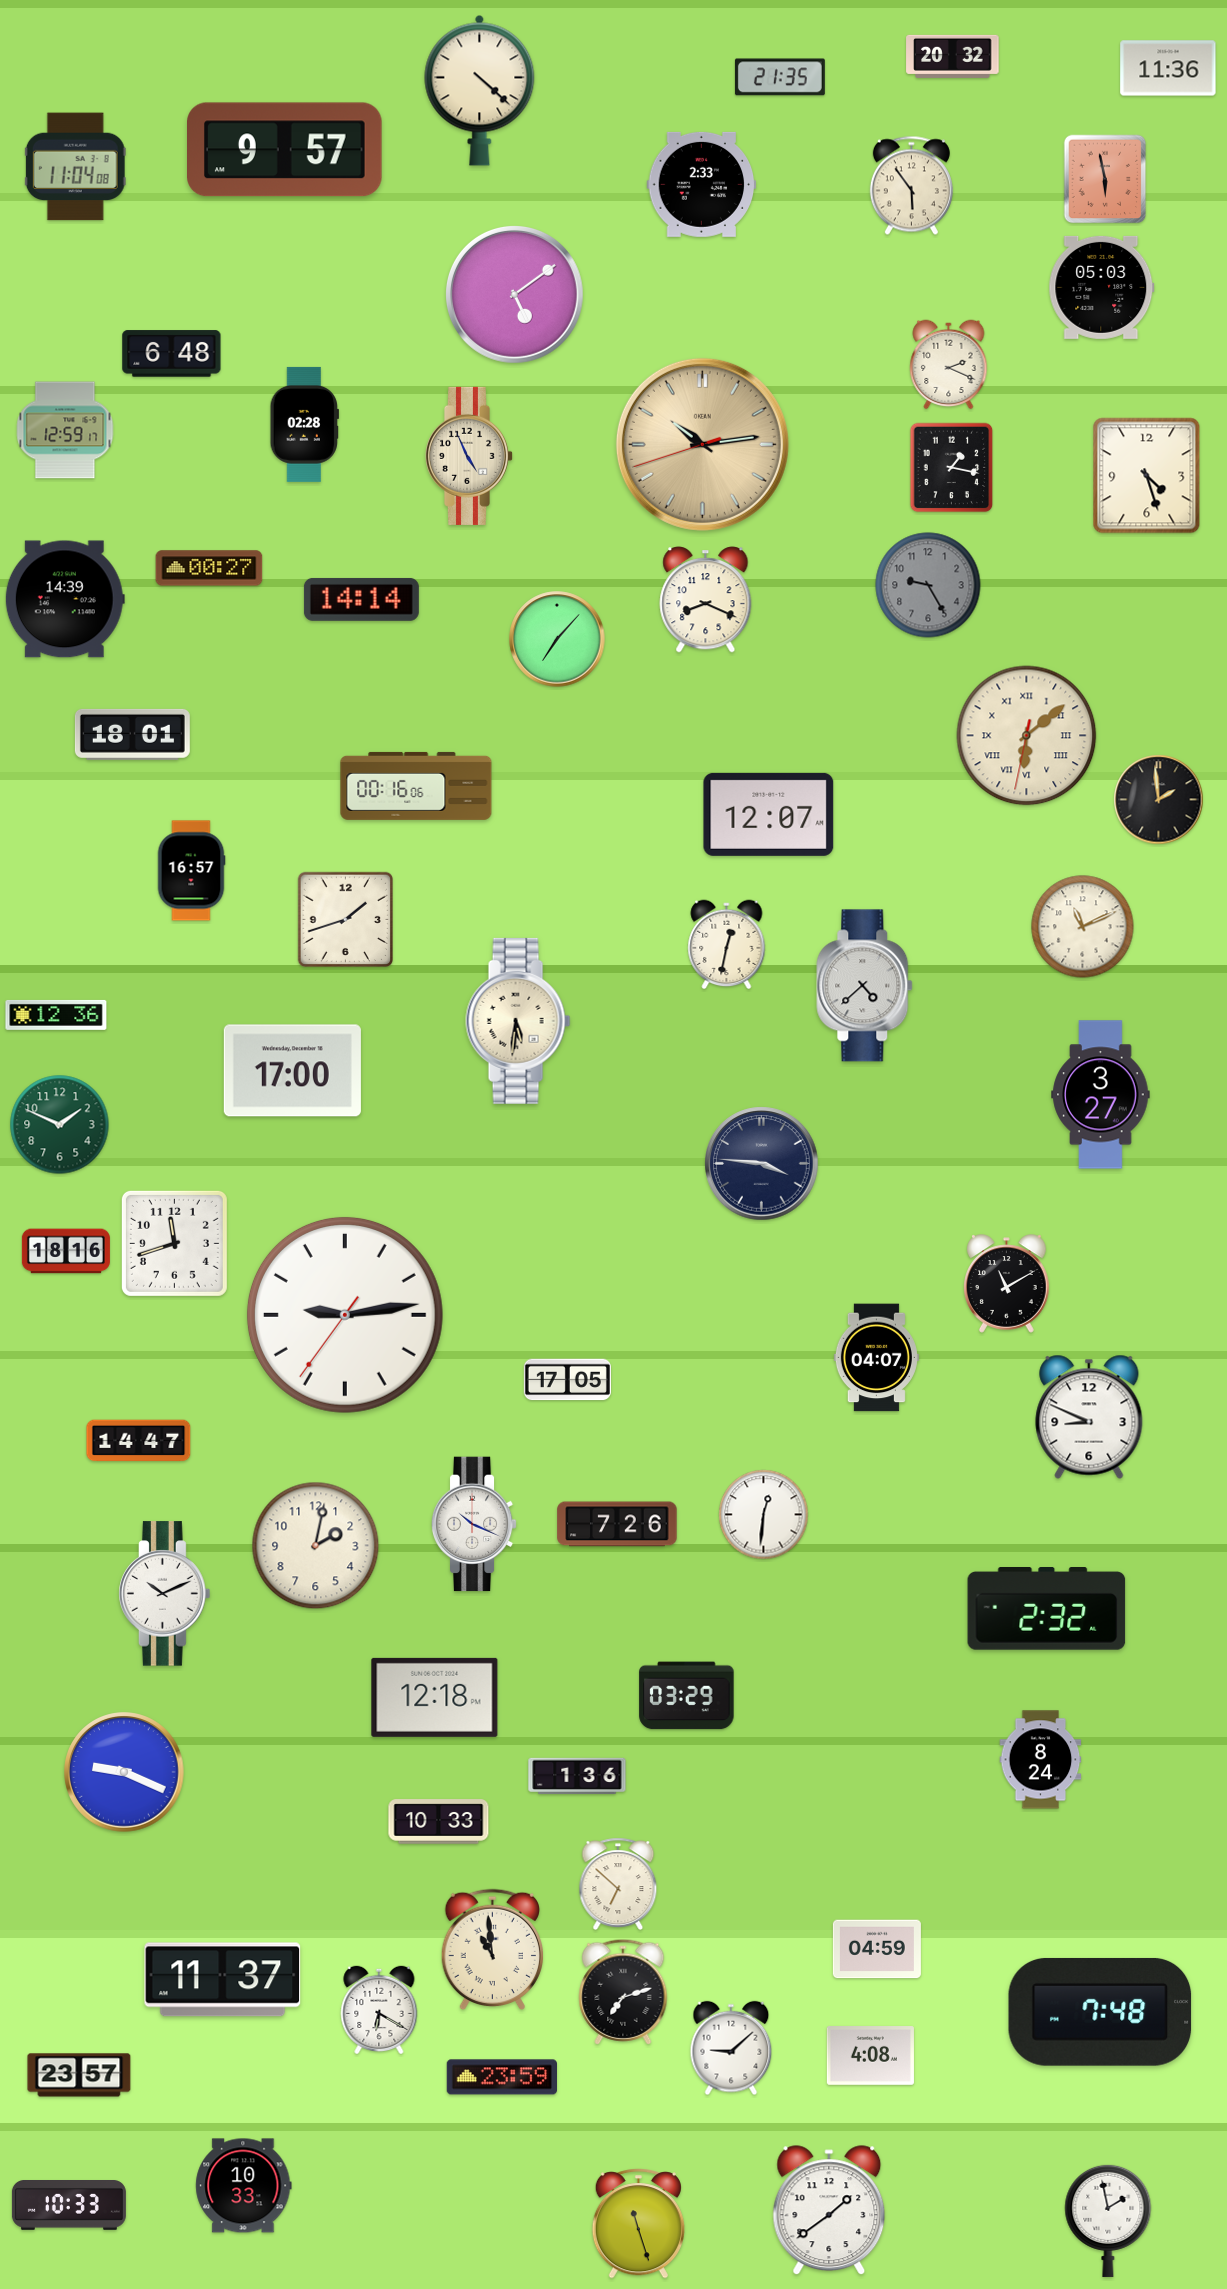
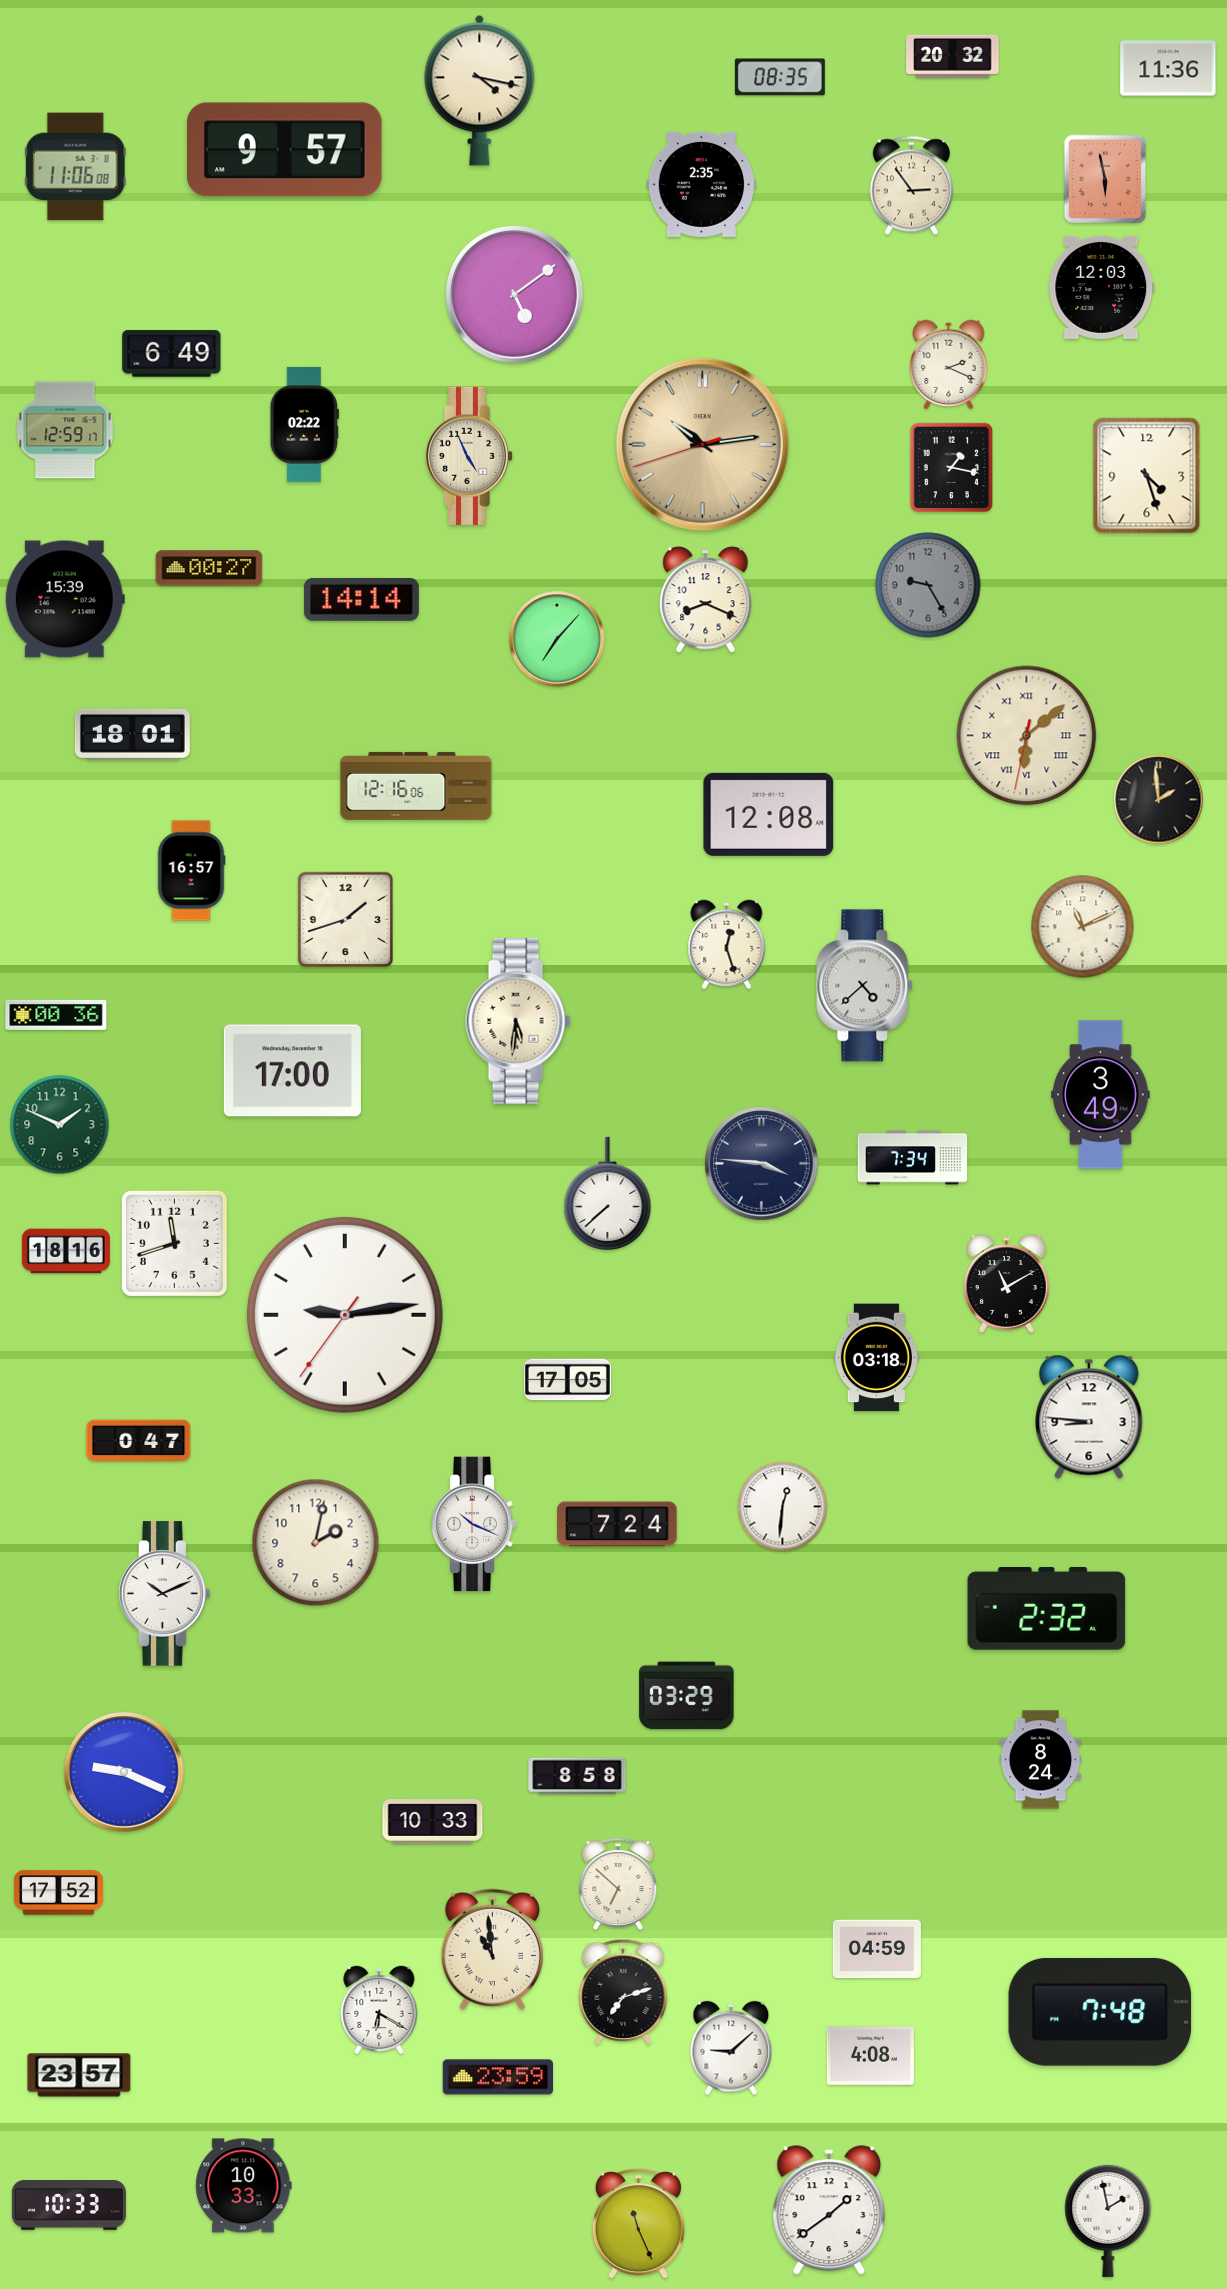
clock at (780, 77): 21:35 -> 08:35
clock at (480, 90): 4:22 -> 4:17
clock at (75, 167): 11:04 -> 11:06
clock at (702, 184): 2:33 -> 2:35
clock at (911, 186): 5:54 -> 2:54
clock at (1102, 287): 05:03 -> 12:03
clock at (172, 354): 6:48 -> 6:49
clock at (304, 424): 02:28 -> 02:22
clock at (65, 599): 14:39 -> 15:39
clock at (416, 786): 00:16 -> 12:16
clock at (769, 814): 12:07 -> 12:08
clock at (727, 945): 12:32 -> 12:27
clock at (56, 1015): 12:36 -> 00:36
clock at (1101, 1095): 3:27 -> 3:49
clock at (913, 1158): none -> 7:34
clock at (608, 1193): none -> 7:38
clock at (876, 1358): 04:07 -> 03:18
clock at (1089, 1417): 8:49 -> 8:46
clock at (139, 1441): 14:47 -> 0:47
clock at (764, 1515) position: (764, 1515) -> (783, 1507)
clock at (617, 1524): 7:26 -> 7:24
clock at (316, 1546) position: (316, 1546) -> (316, 1543)
clock at (435, 1697): 12:18 -> none
clock at (577, 1776): 1:36 -> 8:58
clock at (439, 1822) position: (439, 1822) -> (433, 1822)
clock at (58, 1893): none -> 17:52
clock at (223, 1980): 11:37 -> none
clock at (502, 2077) position: (502, 2077) -> (498, 2077)
clock at (638, 2224): 11:27 -> 11:26
